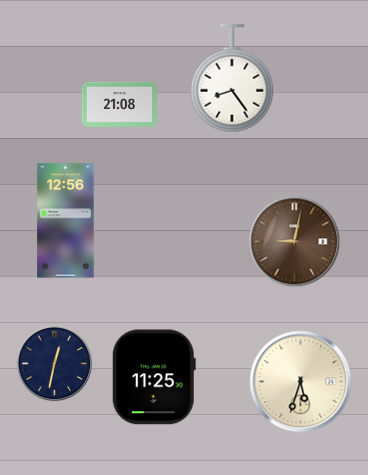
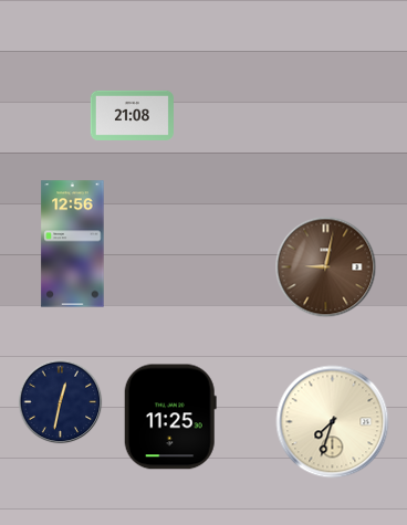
clock at (232, 78): 8:24 -> none
clock at (301, 382): 5:33 -> 7:33
